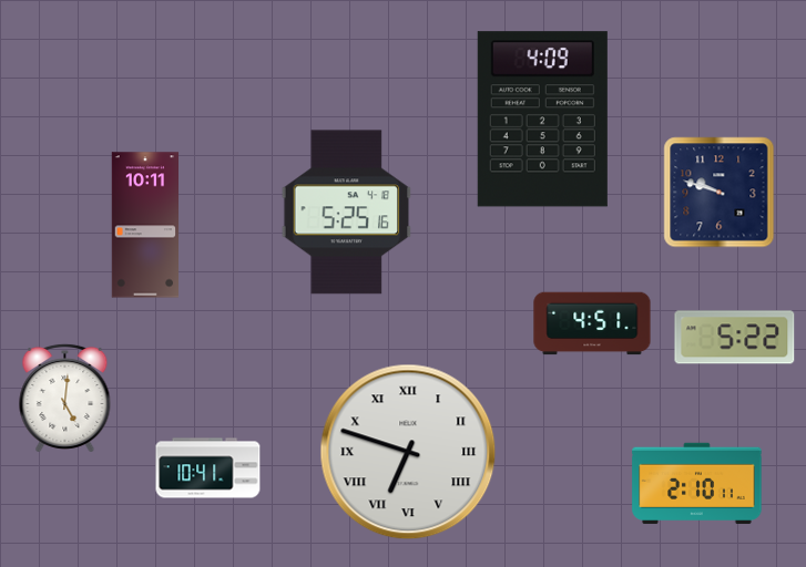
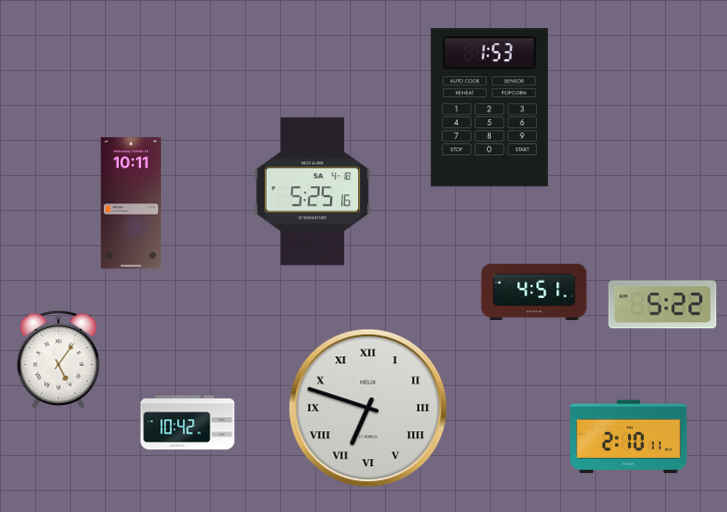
clock at (542, 120): 4:09 -> 1:53
clock at (720, 193): 9:48 -> none
clock at (65, 398): 5:01 -> 5:06
clock at (208, 468): 10:41 -> 10:42
